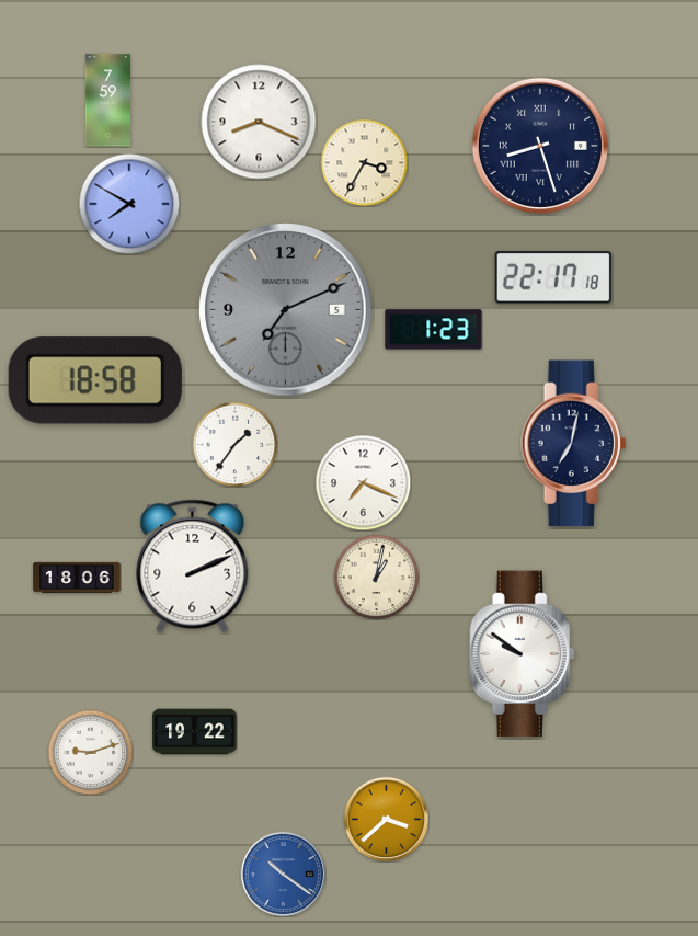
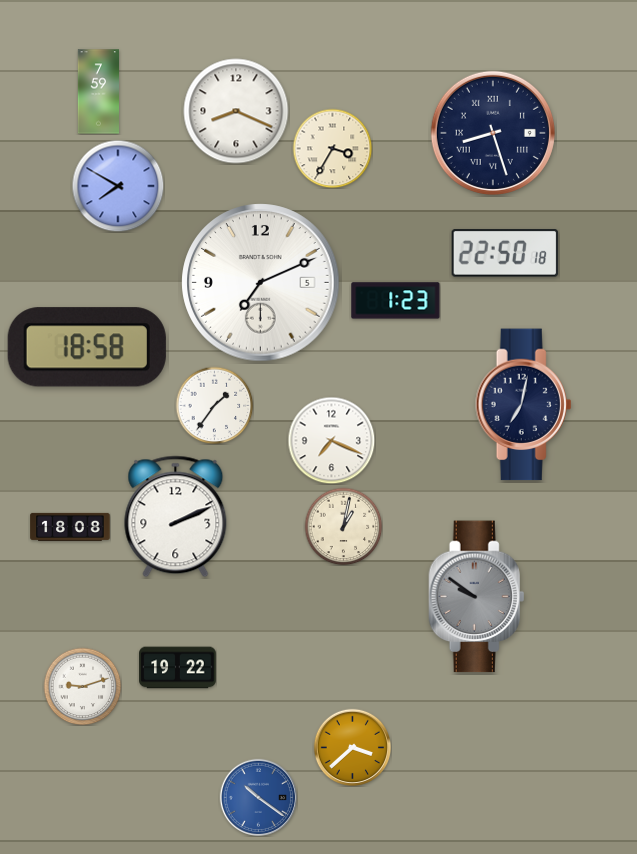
clock at (553, 278): 22:17 -> 22:50
clock at (286, 310) dial: grey -> white
clock at (77, 578): 18:06 -> 18:08
clock at (523, 654) dial: white -> grey
